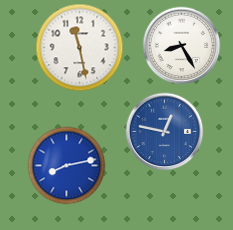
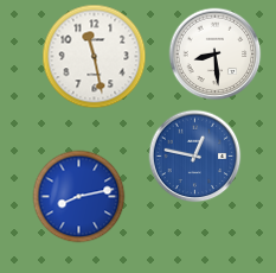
clock at (181, 45): 8:25 -> 8:29
